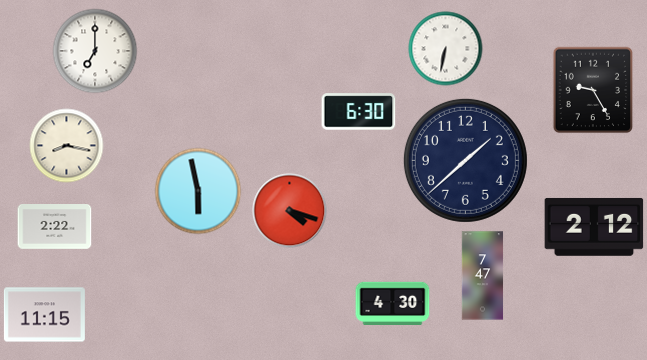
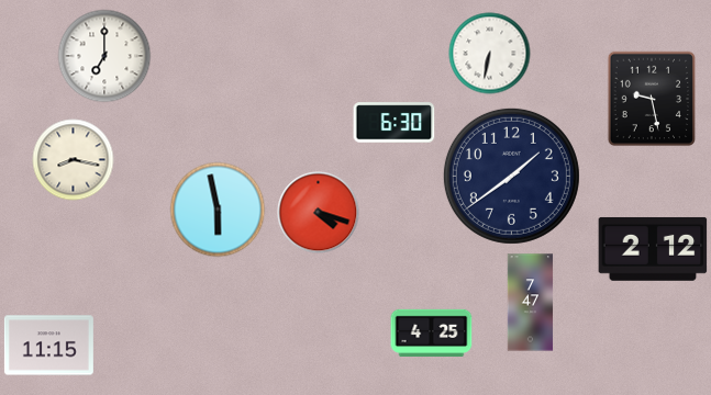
clock at (593, 90): 9:25 -> 9:28
clock at (465, 160): 1:38 -> 1:39
clock at (290, 211) position: (290, 211) -> (319, 213)
clock at (55, 227): 2:22 -> none
clock at (393, 303): 4:30 -> 4:25
